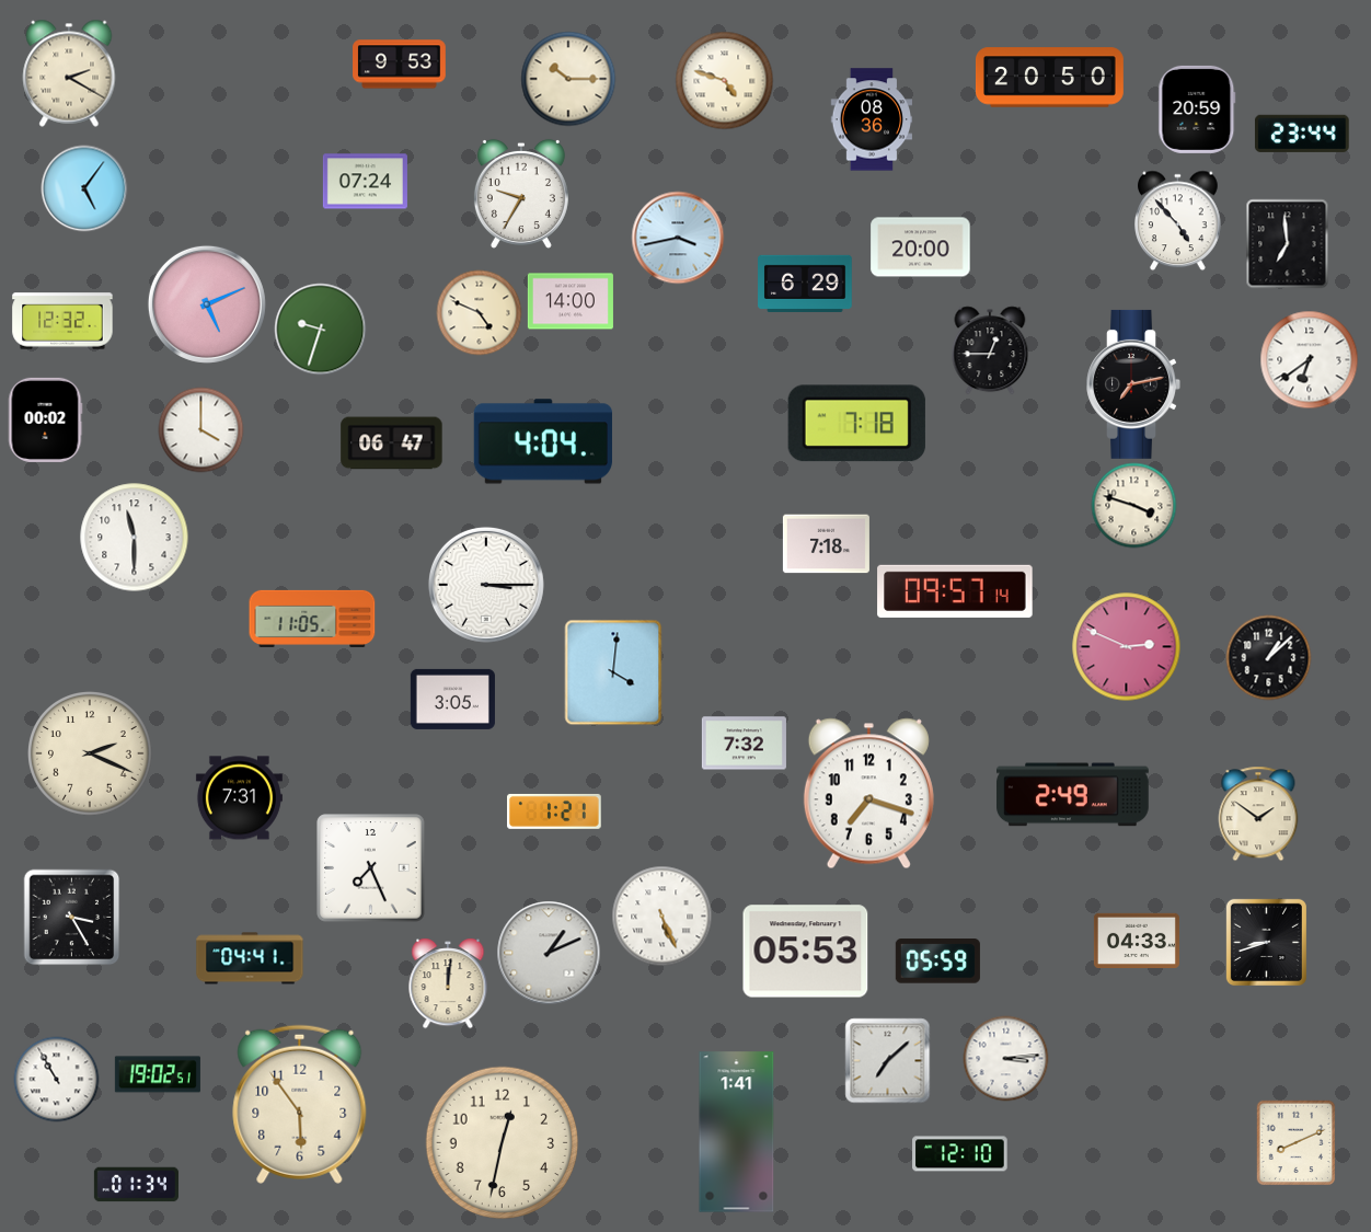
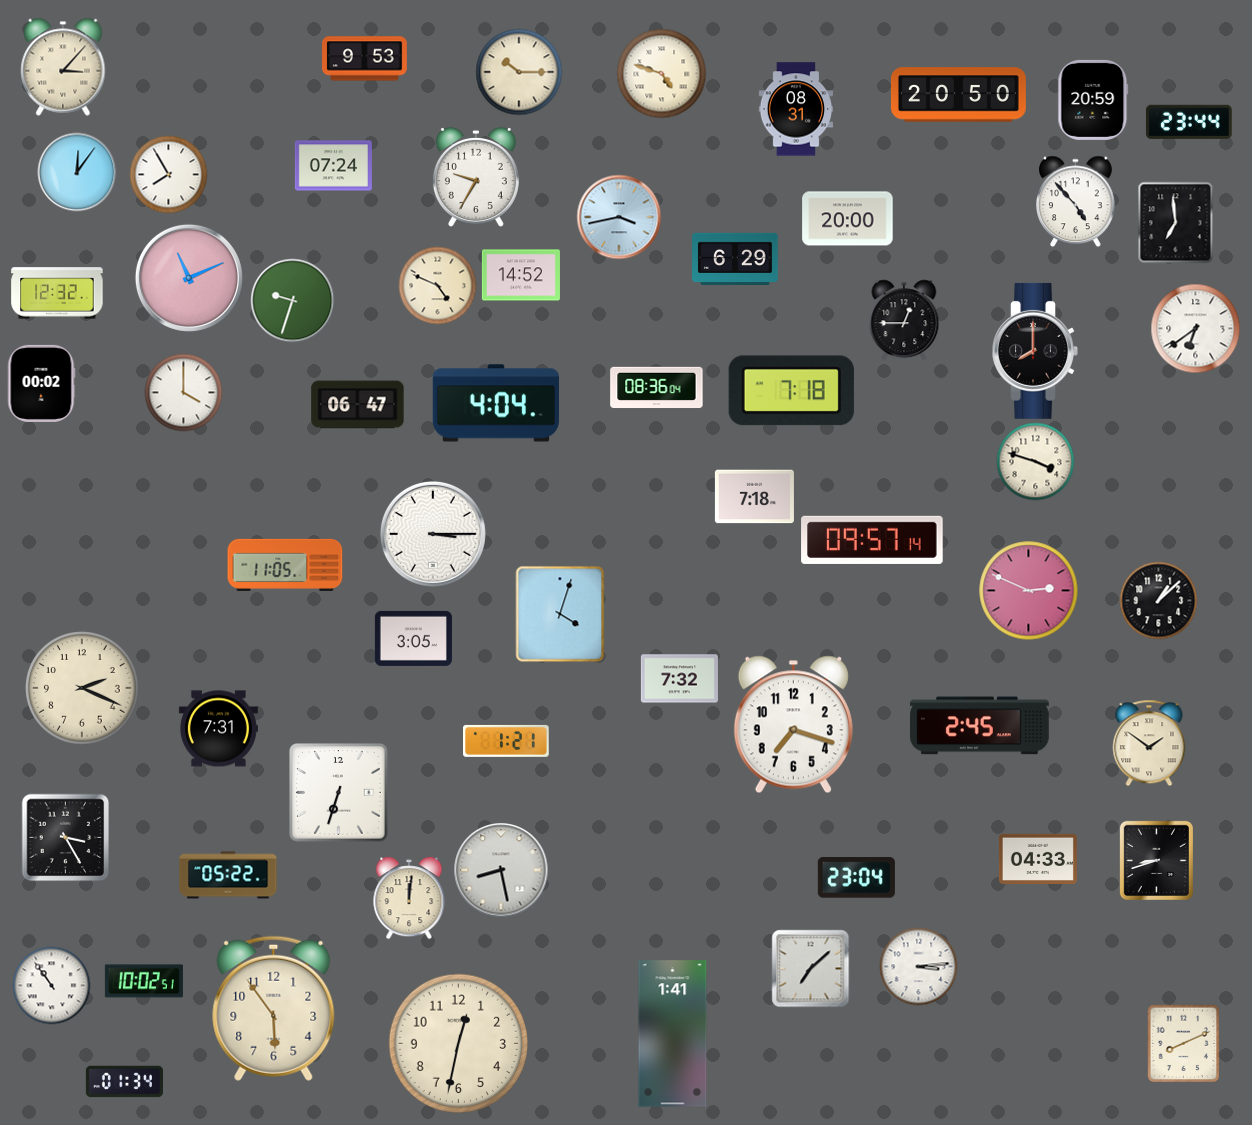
clock at (69, 73): 2:20 -> 3:07
clock at (1049, 78) position: (1049, 78) -> (958, 95)
clock at (872, 119): 08:36 -> 08:31
clock at (84, 188): 5:06 -> 12:06
clock at (168, 174): none -> 7:55
clock at (921, 247) position: (921, 247) -> (848, 219)
clock at (571, 301): 14:00 -> 14:52
clock at (207, 304): 5:11 -> 11:11
clock at (1133, 384): 7:13 -> 8:00
clock at (856, 424) position: (856, 424) -> (791, 391)
clock at (657, 388): none -> 08:36
clock at (135, 538): 11:30 -> none
clock at (486, 585) position: (486, 585) -> (433, 534)
clock at (613, 672): 4:01 -> 4:03
clock at (1073, 795): 2:49 -> 2:45
clock at (371, 868): 7:26 -> 6:33
clock at (661, 916): 5:26 -> none
clock at (806, 952): 05:53 -> none
clock at (549, 953): 1:11 -> 8:28
clock at (250, 958): 04:41 -> 05:22
clock at (937, 962): 05:59 -> 23:04
clock at (158, 1074): 19:02 -> 10:02
clock at (56, 1079): 10:55 -> 10:54
clock at (960, 1154): 12:10 -> none
